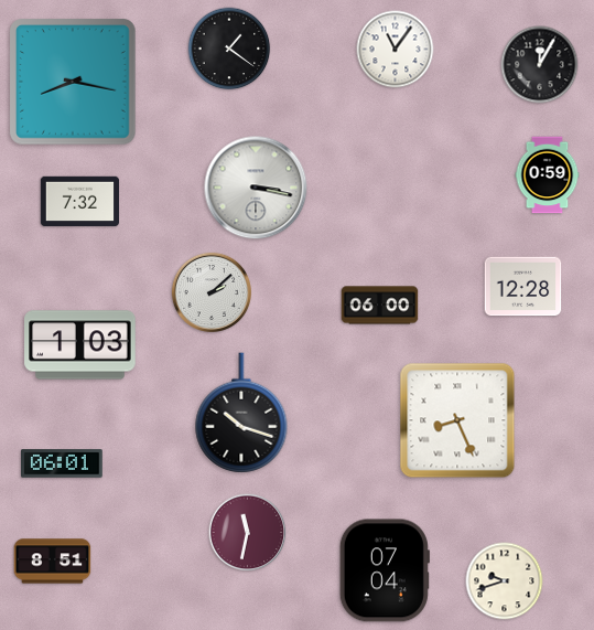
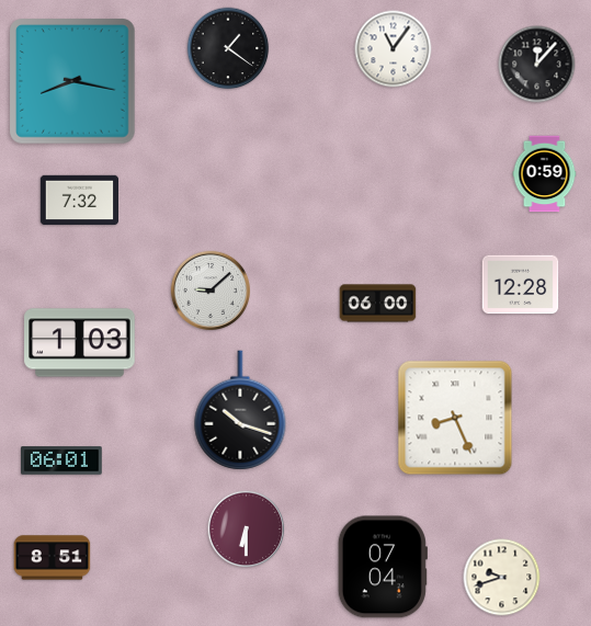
clock at (540, 65): 12:05 -> 12:07
clock at (256, 188): 3:17 -> none
clock at (210, 291): 2:08 -> 9:08
clock at (248, 533): 11:32 -> 6:30
